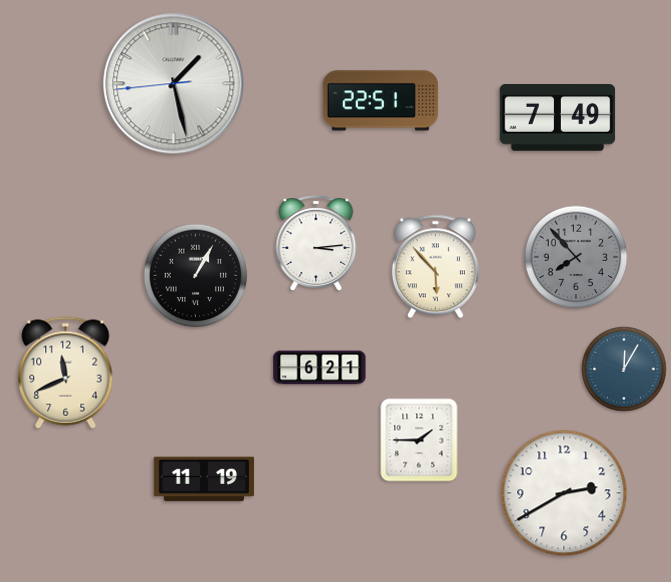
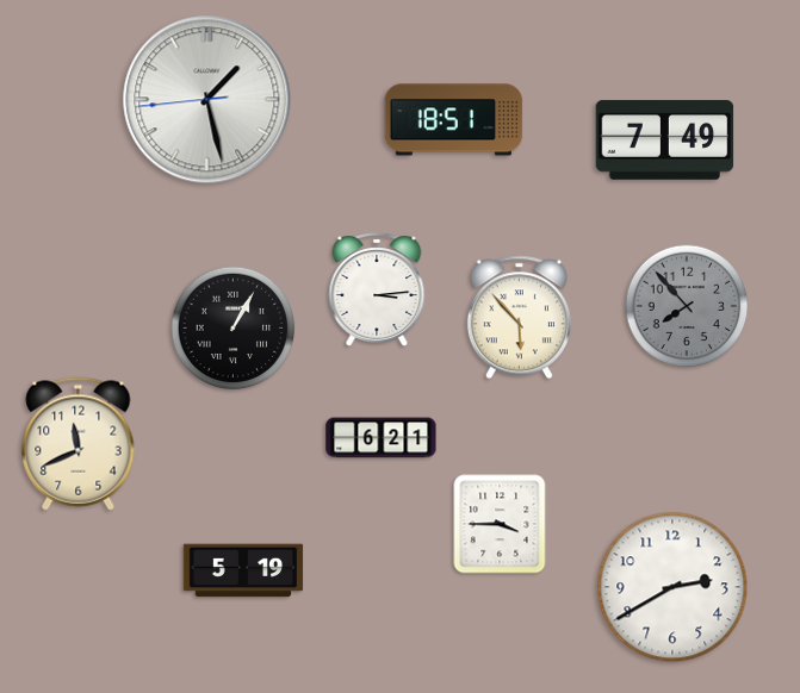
clock at (381, 101): 22:51 -> 18:51
clock at (624, 369): 12:05 -> none
clock at (419, 440): 1:45 -> 3:45
clock at (204, 479): 11:19 -> 5:19
